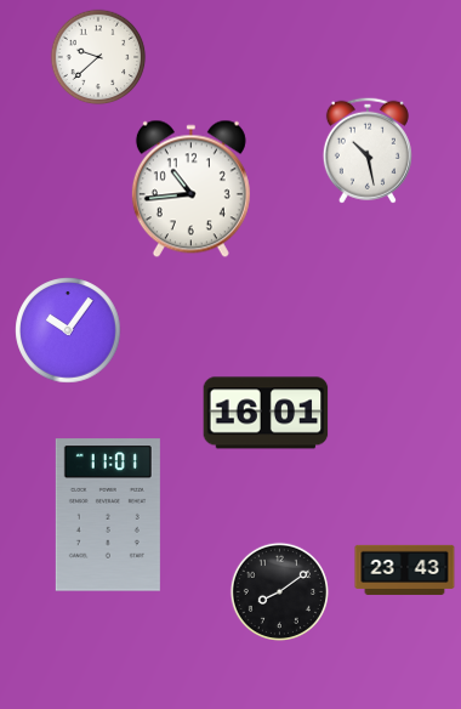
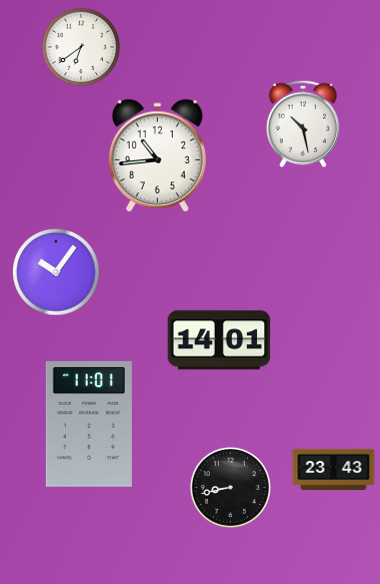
clock at (98, 57): 9:38 -> 6:39
clock at (266, 413): 16:01 -> 14:01
clock at (279, 591): 8:09 -> 8:43
